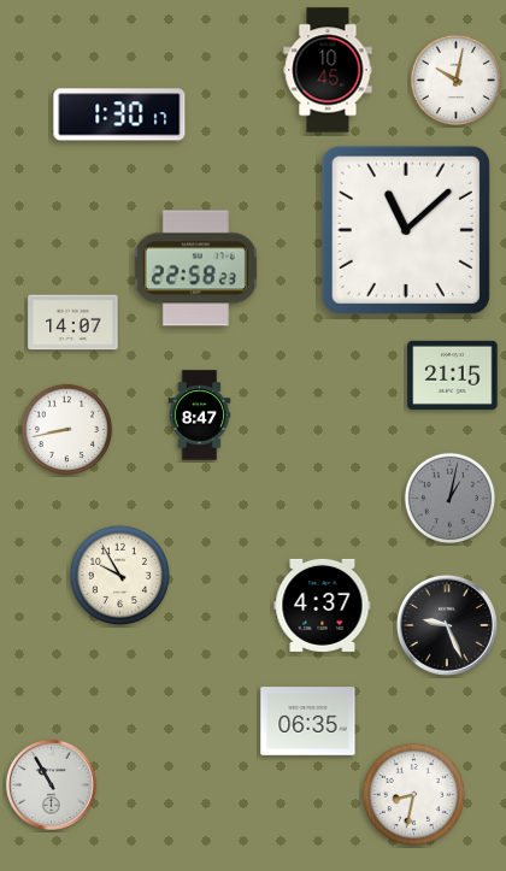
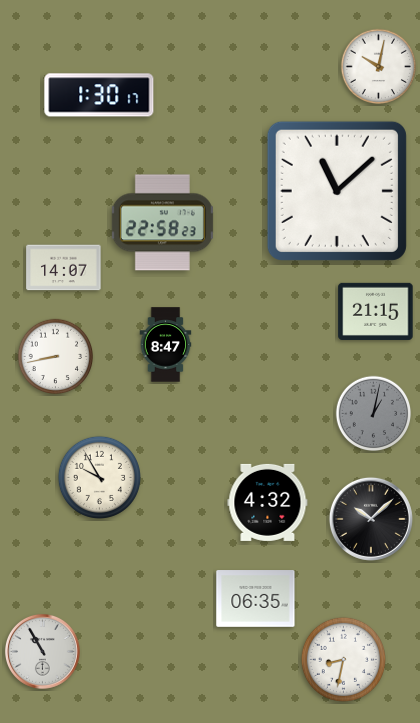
clock at (328, 70): 10:45 -> none
clock at (73, 323) position: (73, 323) -> (64, 268)
clock at (323, 605): 4:37 -> 4:32
clock at (447, 625): 9:26 -> 10:08
